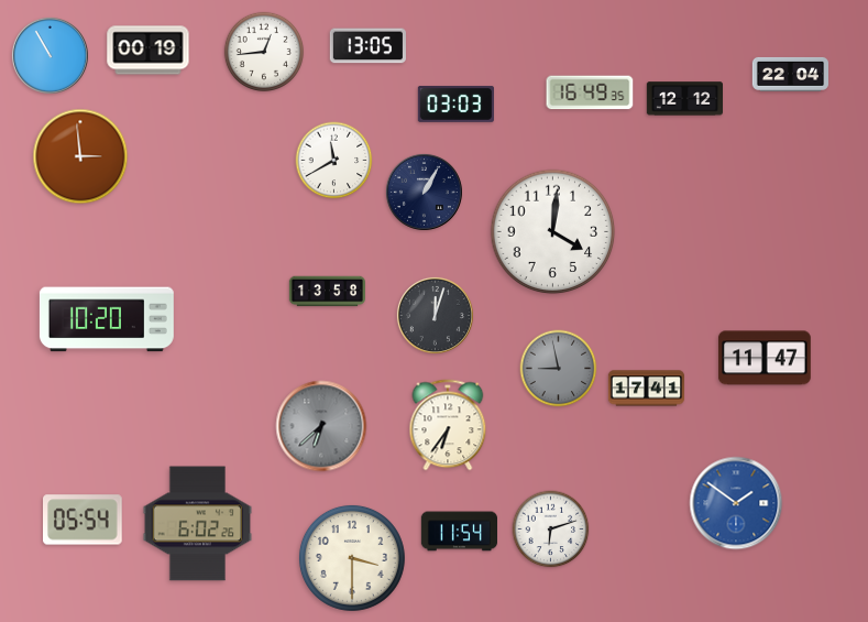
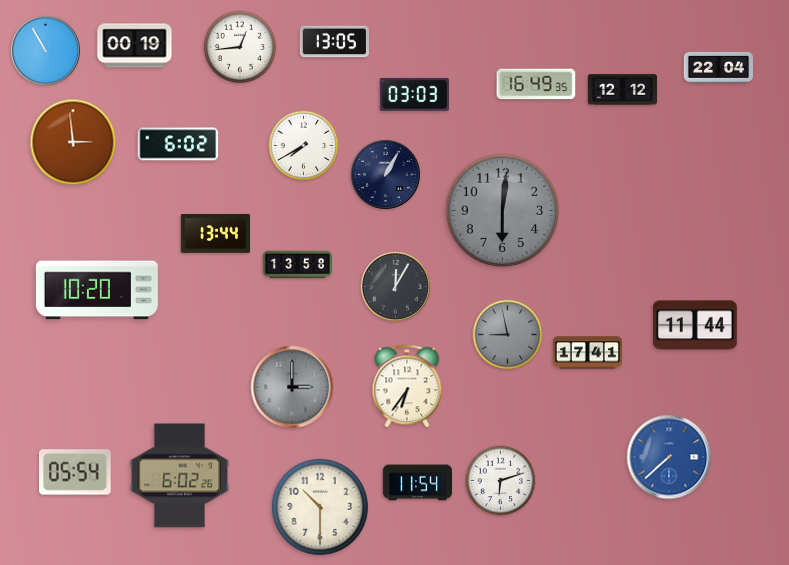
clock at (178, 144): none -> 6:02
clock at (334, 161): 11:40 -> 7:40
clock at (553, 232): 4:01 -> 6:01
clock at (553, 232) dial: white -> grey
clock at (215, 234): none -> 13:44
clock at (435, 315): 12:03 -> 12:05
clock at (765, 358): 11:47 -> 11:44
clock at (321, 426): 6:38 -> 3:00
clock at (736, 503): 1:51 -> 7:38
clock at (352, 558): 3:30 -> 10:30
